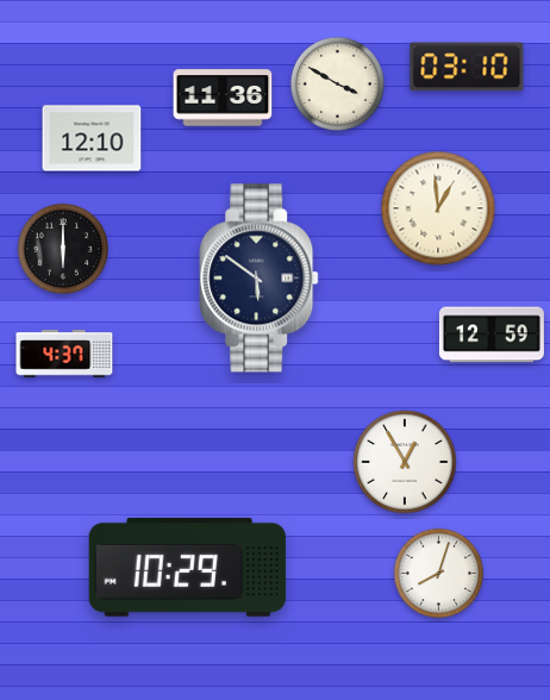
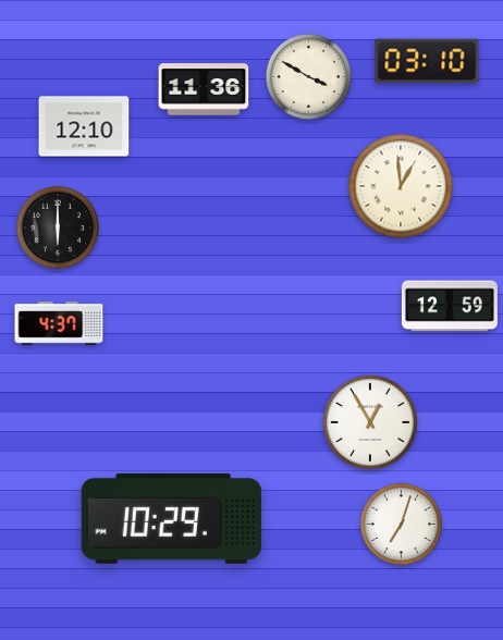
clock at (438, 208) position: (438, 208) -> (401, 186)
clock at (260, 279): 5:51 -> none
clock at (439, 574): 8:03 -> 7:03
